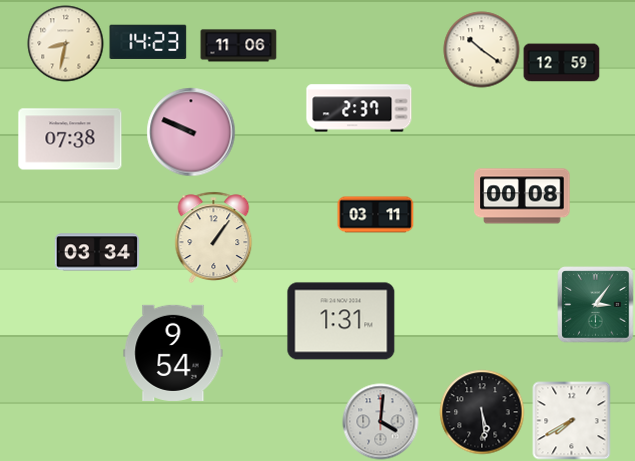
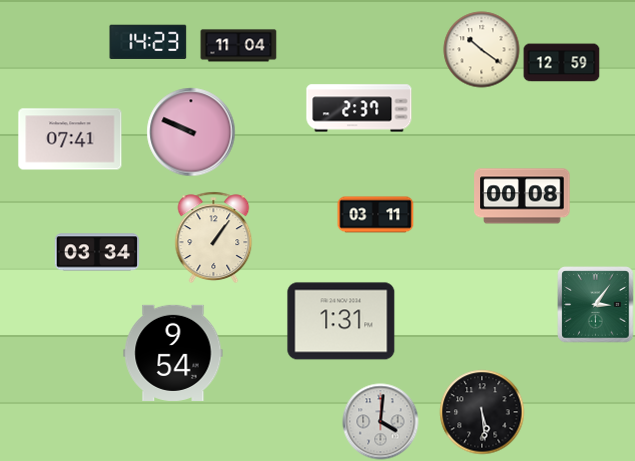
clock at (66, 44): 8:32 -> none
clock at (239, 46): 11:06 -> 11:04
clock at (70, 139): 07:38 -> 07:41
clock at (572, 421): 7:40 -> none
